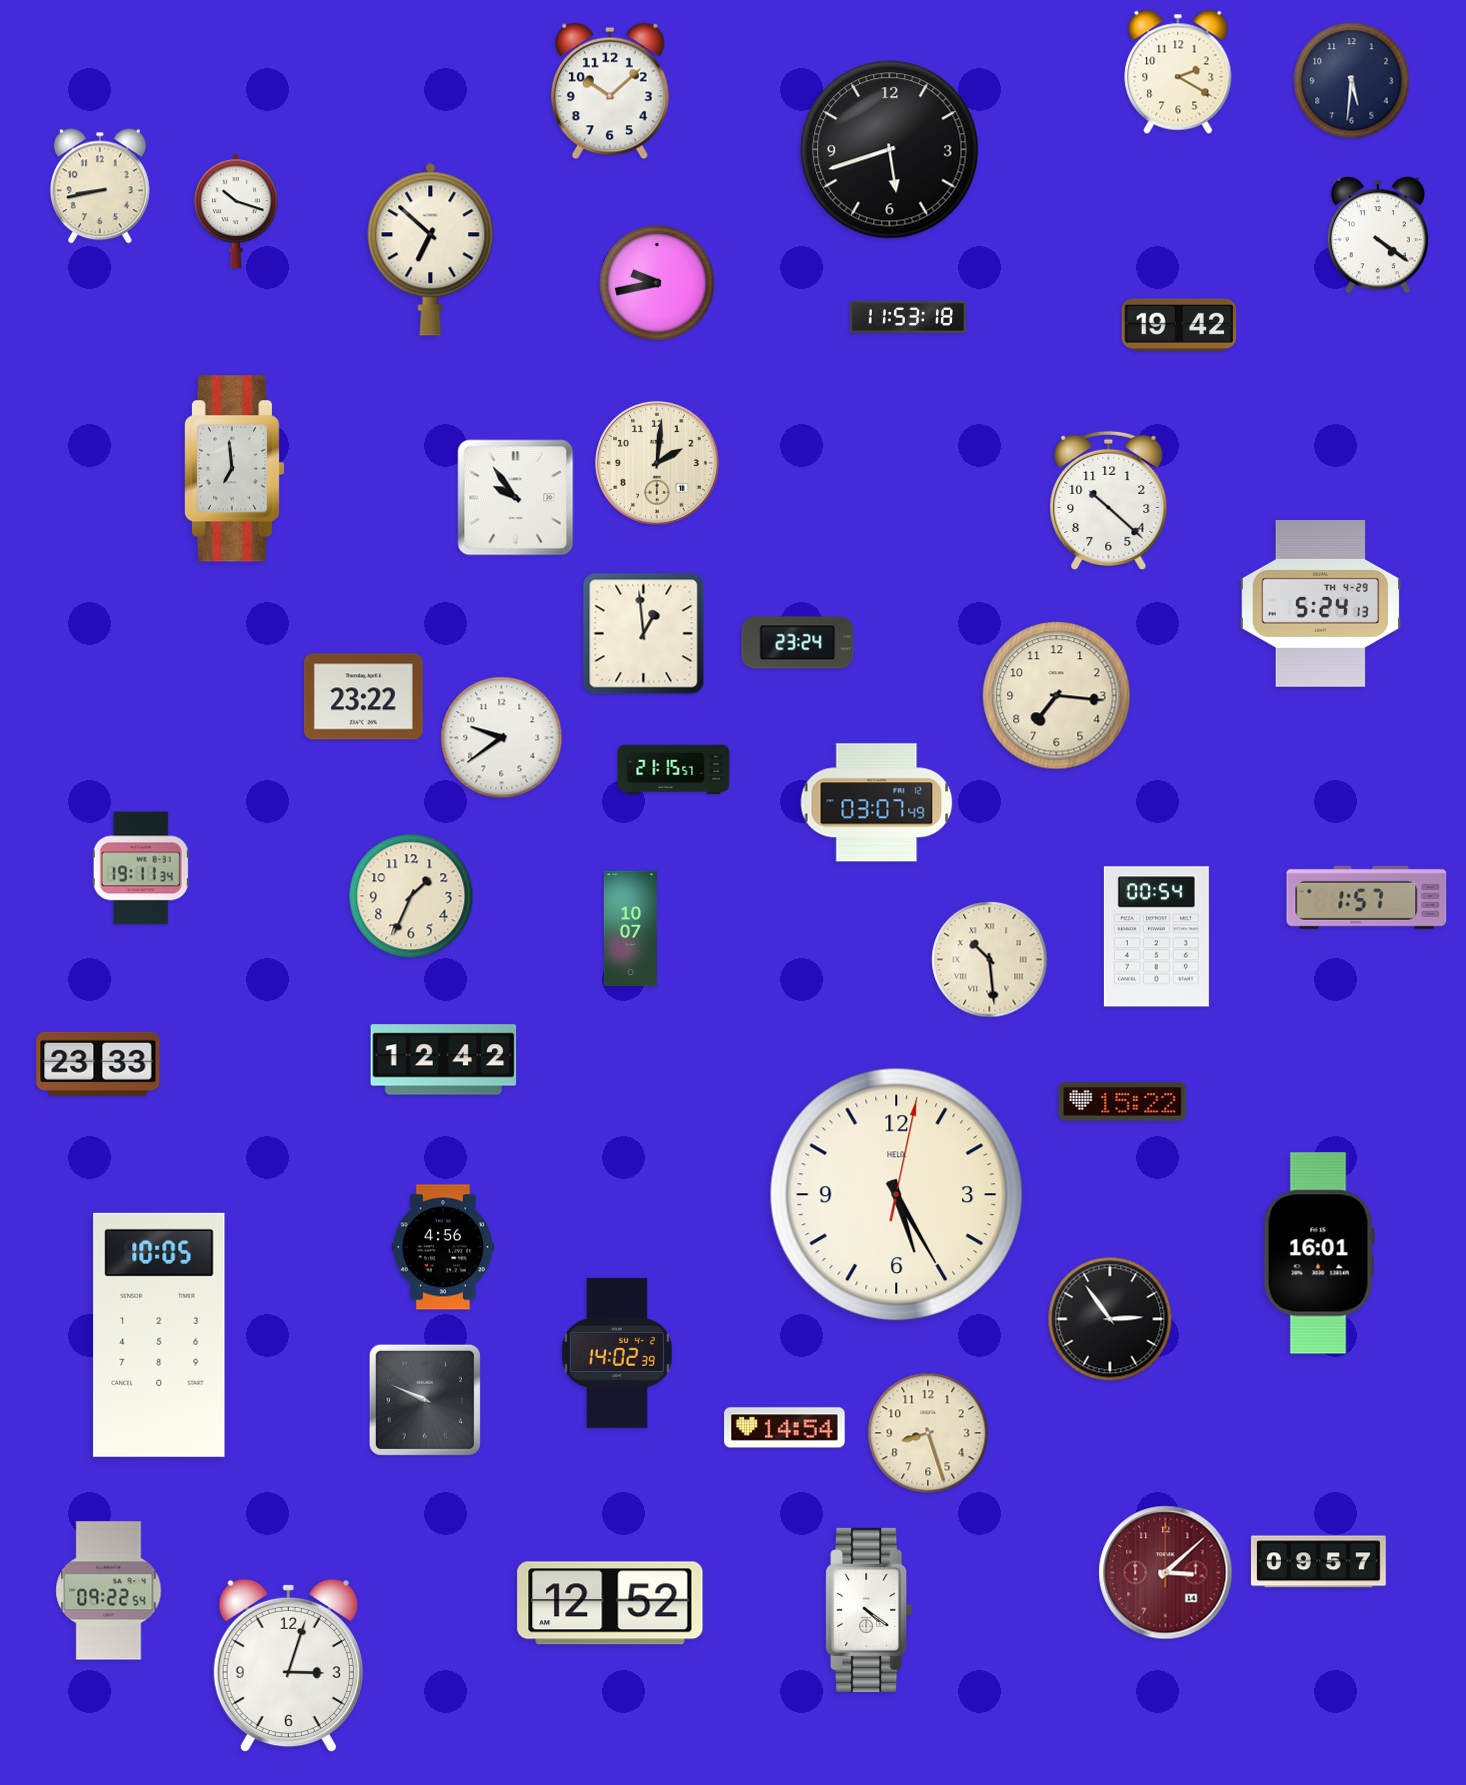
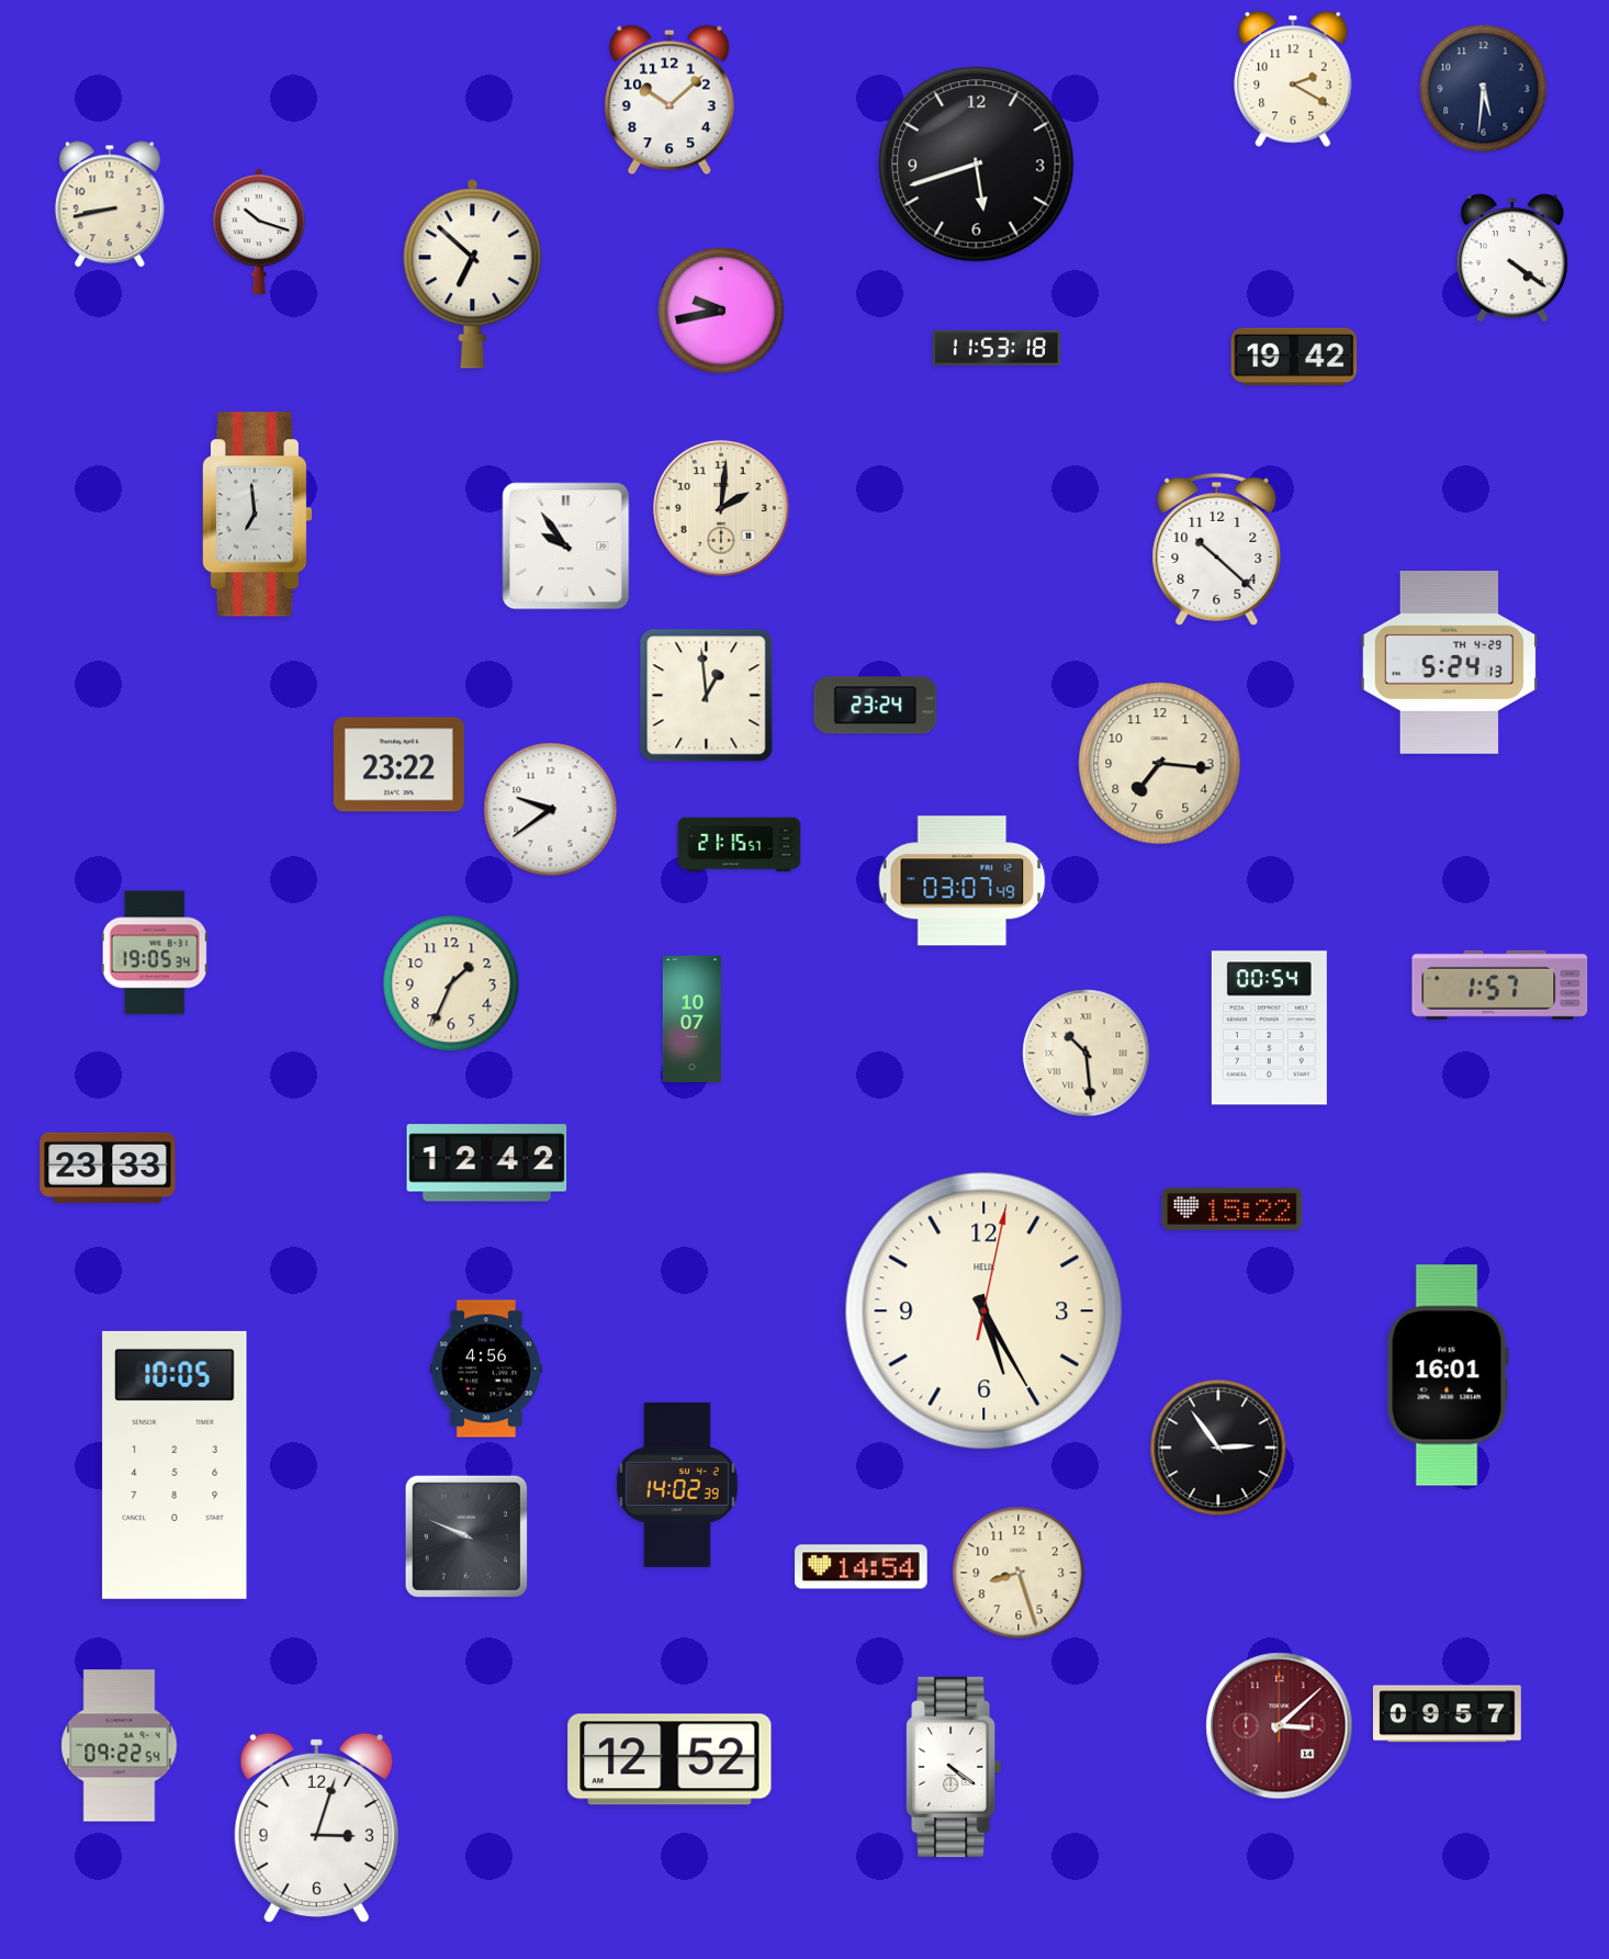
clock at (141, 868): 19:11 -> 19:05
